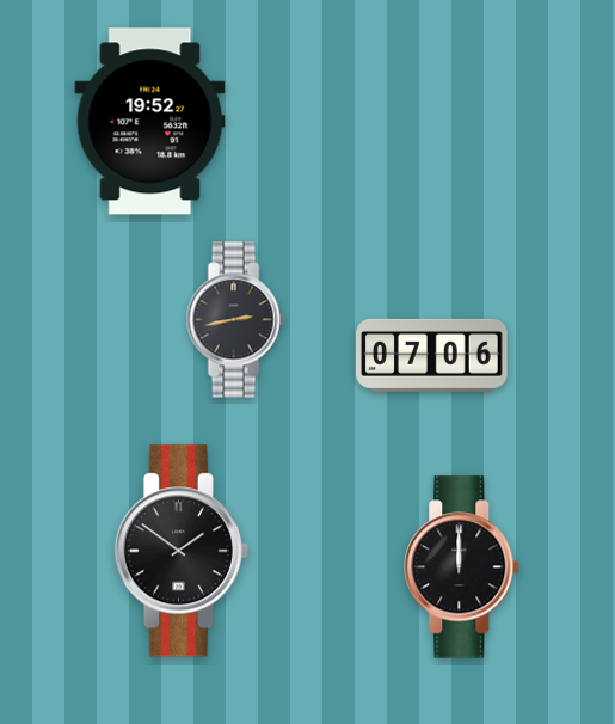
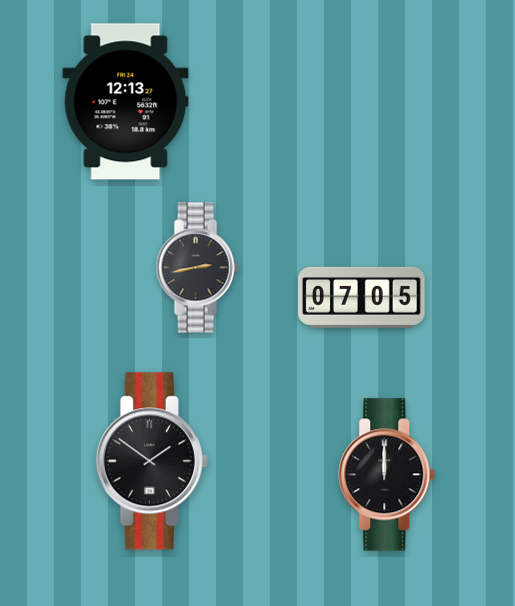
clock at (150, 122): 19:52 -> 12:13
clock at (432, 355): 07:06 -> 07:05
